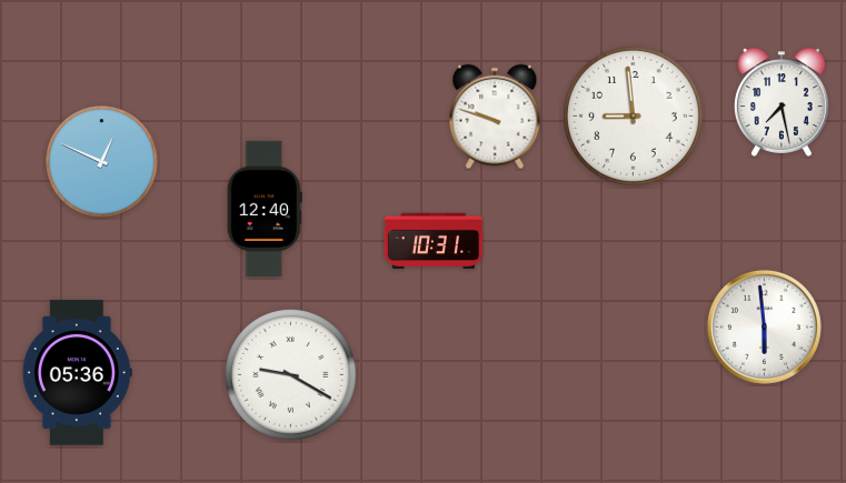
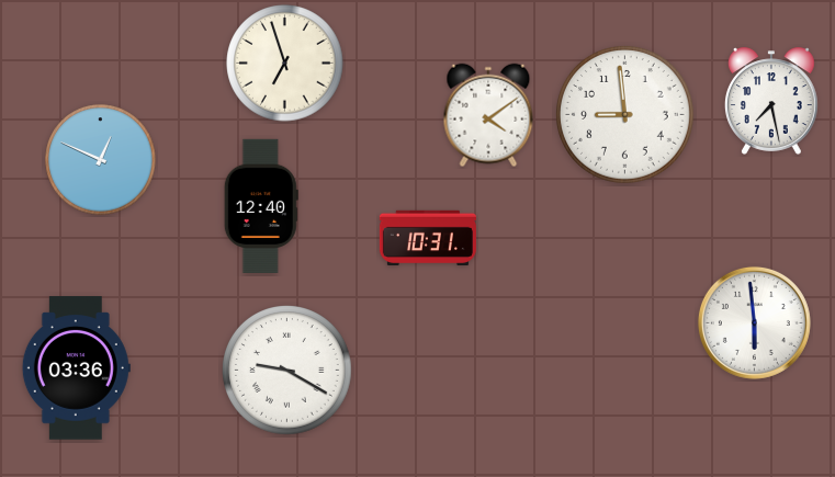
clock at (285, 64): none -> 6:57
clock at (495, 117): 9:48 -> 4:09
clock at (77, 373): 05:36 -> 03:36
